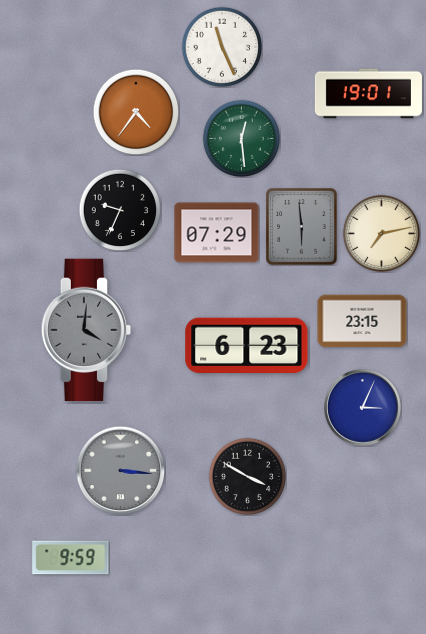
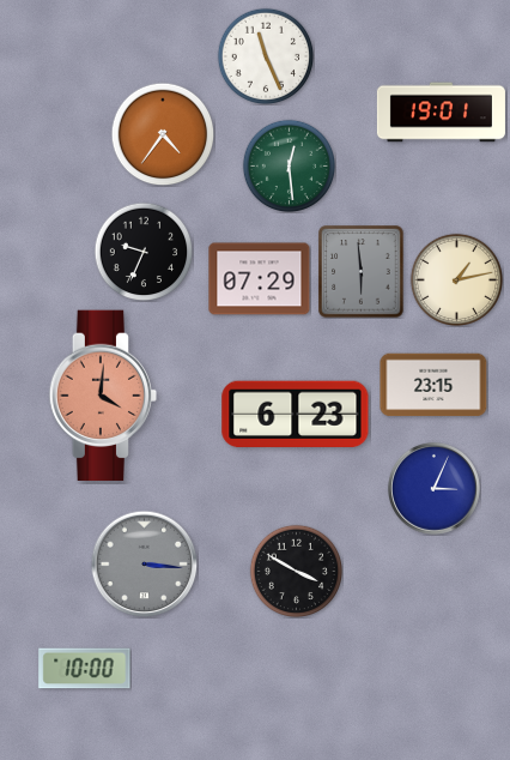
clock at (381, 233): 7:13 -> 1:13
clock at (86, 330) dial: grey -> salmon
clock at (71, 558): 9:59 -> 10:00
